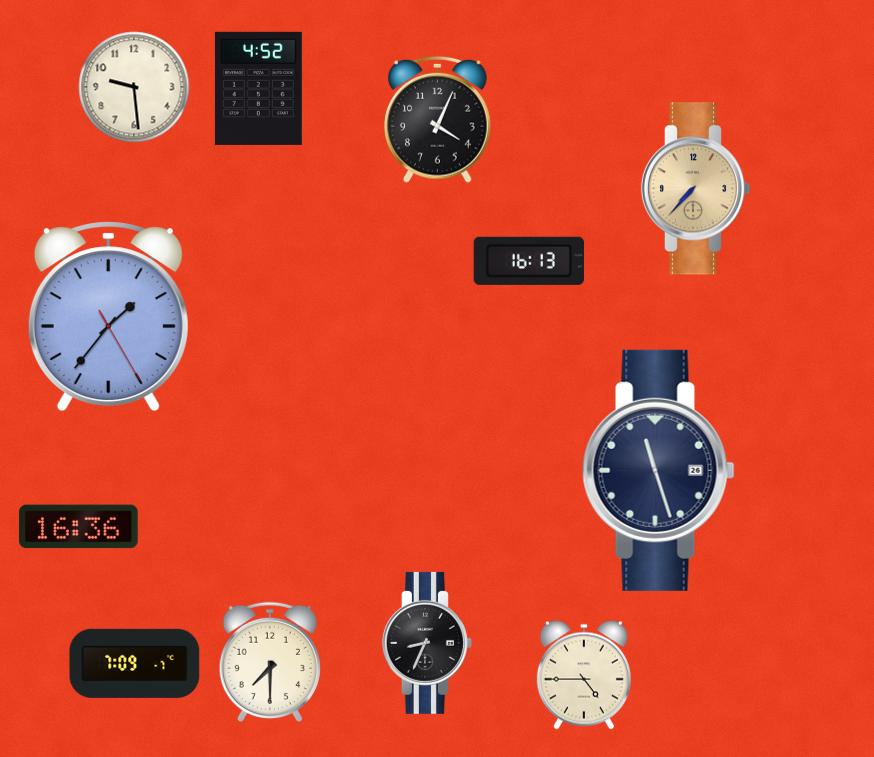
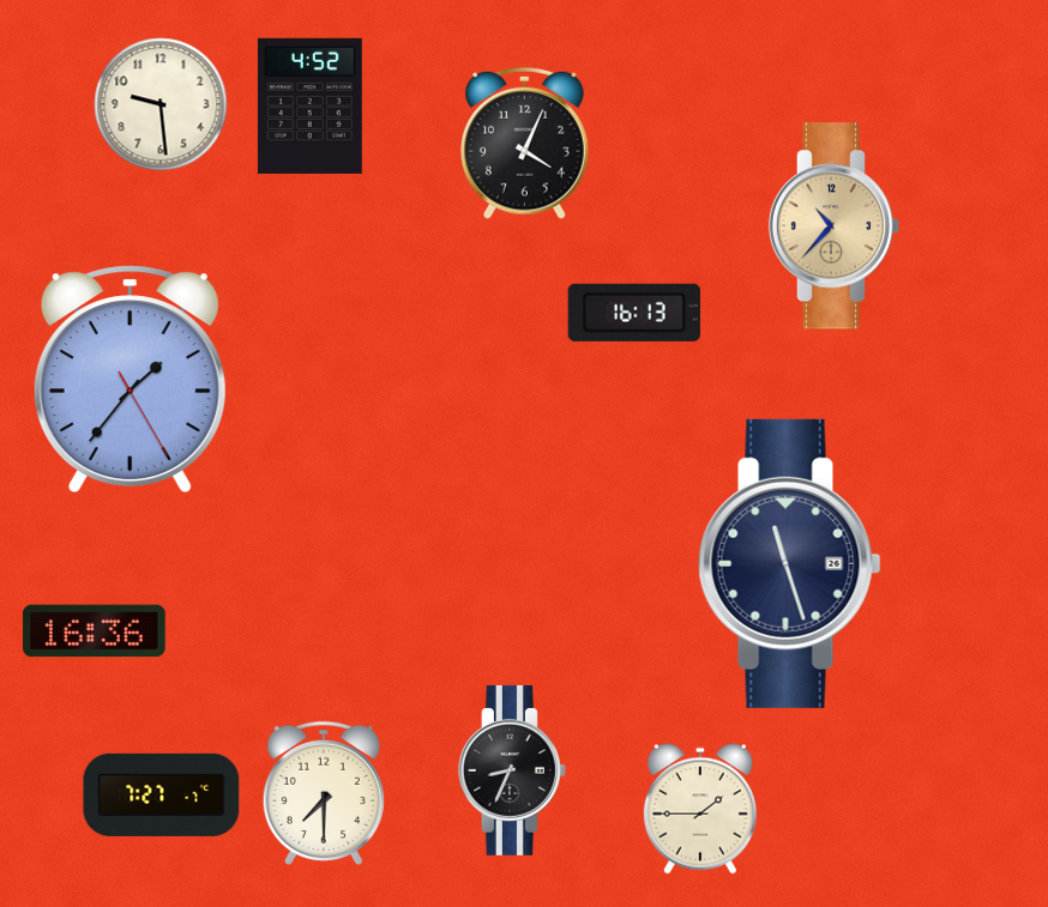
clock at (696, 189): 7:37 -> 10:37
clock at (135, 663): 7:09 -> 7:27
clock at (584, 675): 4:45 -> 1:45
